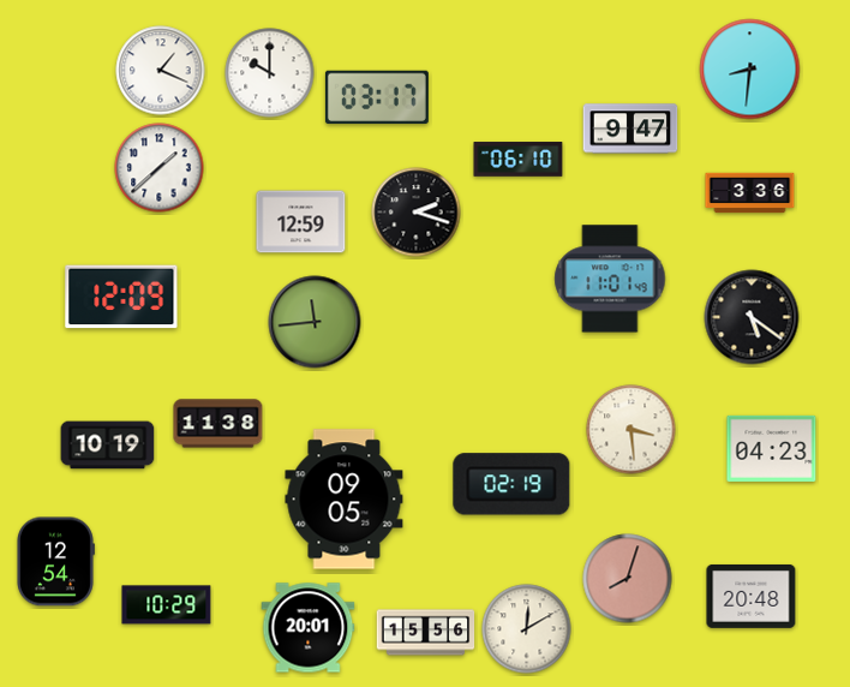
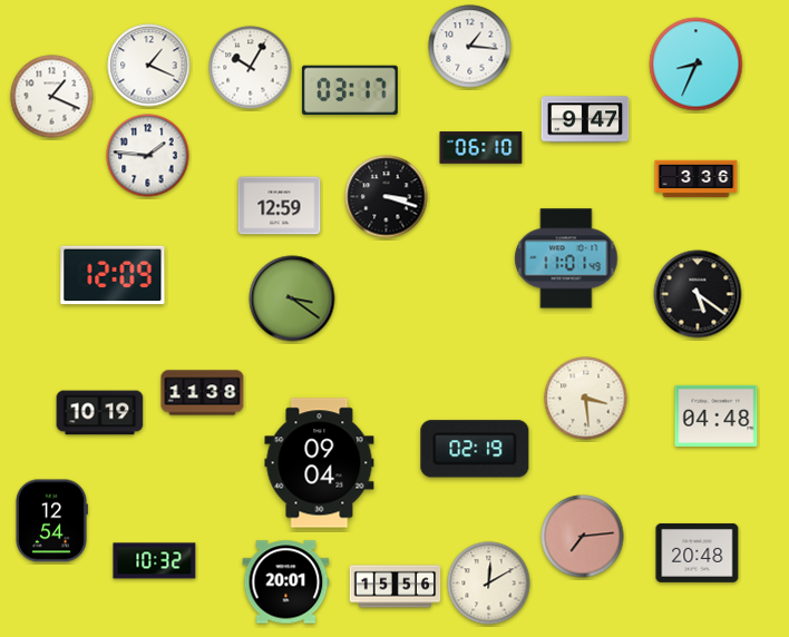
clock at (470, 47): none -> 1:16
clock at (750, 70): 8:31 -> 8:34
clock at (270, 73): 10:00 -> 10:05
clock at (52, 97): none -> 1:19
clock at (160, 168): 1:38 -> 1:46
clock at (417, 213): 2:18 -> 3:18
clock at (315, 322): 11:44 -> 3:21
clock at (772, 448): 04:23 -> 04:48
clock at (345, 500): 09:05 -> 09:04
clock at (628, 579): 8:03 -> 7:14
clock at (167, 605): 10:29 -> 10:32
